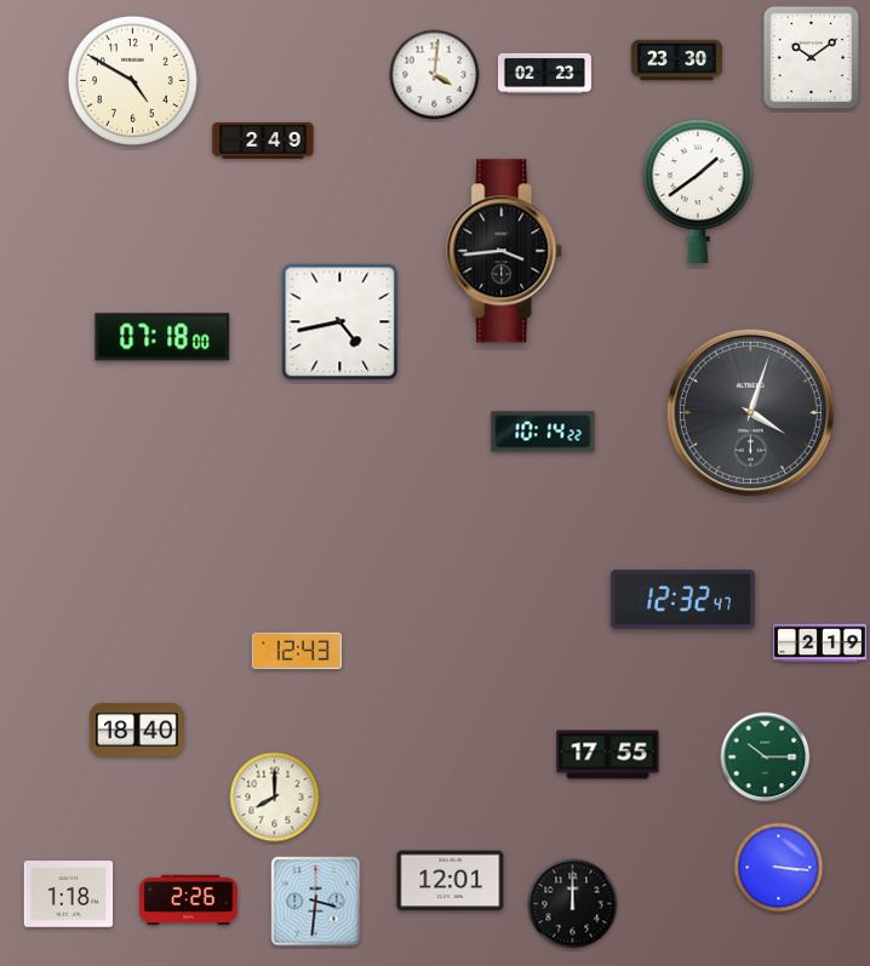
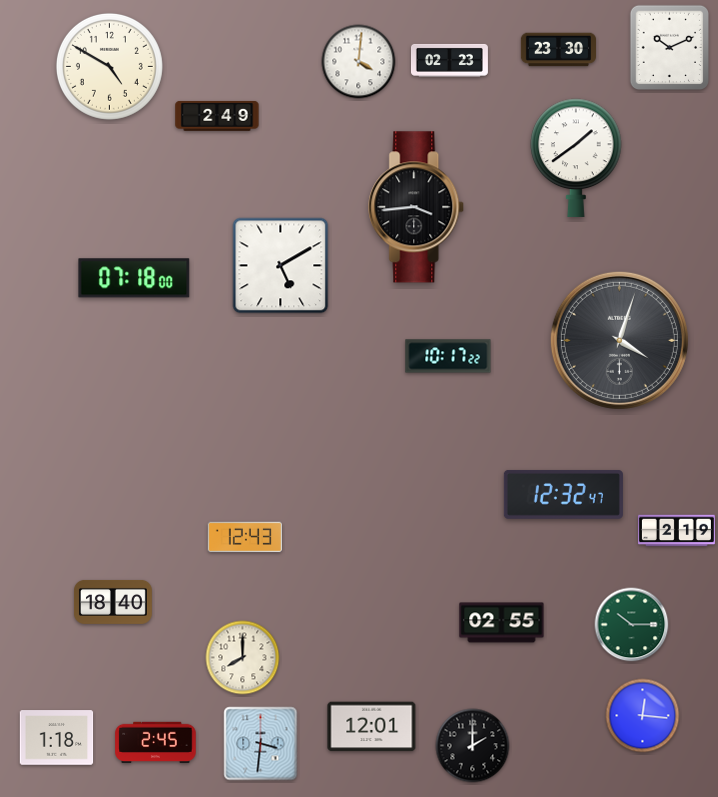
clock at (811, 57): 10:09 -> 10:11
clock at (340, 322): 4:43 -> 5:10
clock at (543, 431): 10:14 -> 10:17
clock at (608, 755): 17:55 -> 02:55
clock at (275, 798) position: (275, 798) -> (243, 658)
clock at (779, 868): 3:16 -> 12:16
clock at (189, 901): 2:26 -> 2:45
clock at (573, 904): 12:00 -> 2:00
